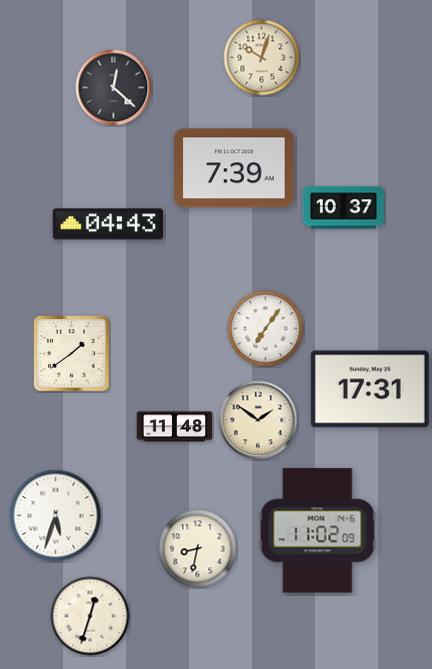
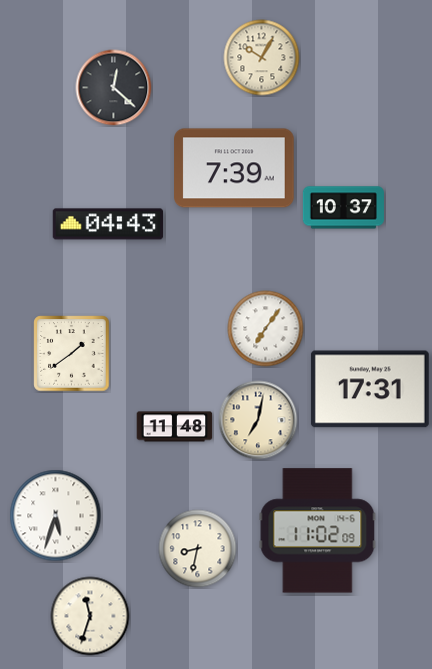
clock at (262, 58): 10:03 -> 10:05
clock at (258, 420): 1:51 -> 7:02
clock at (90, 616): 12:33 -> 11:33
